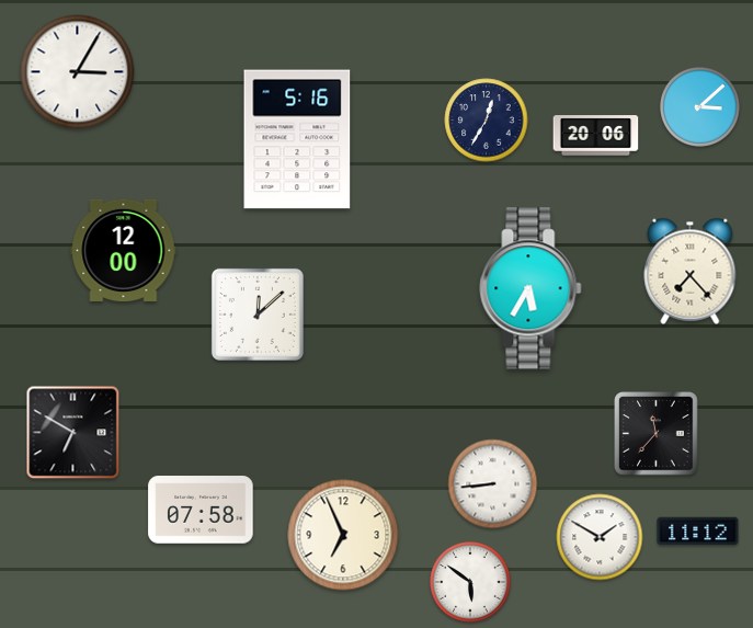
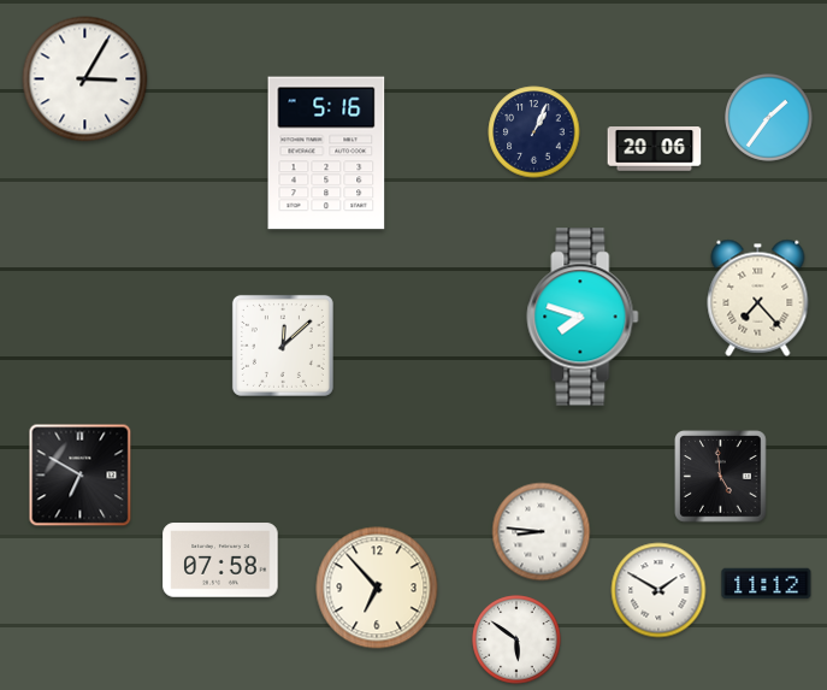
clock at (700, 107): 3:08 -> 1:36
clock at (487, 121): 12:35 -> 1:04
clock at (124, 250): 12:00 -> none
clock at (530, 288): 5:35 -> 7:48
clock at (657, 434): 11:37 -> 4:59
clock at (493, 484): 8:44 -> 8:46
clock at (343, 535): 6:56 -> 6:53
